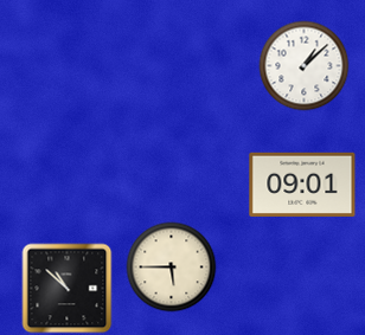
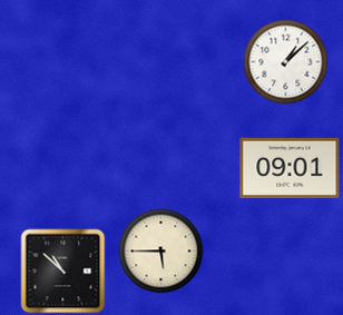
clock at (302, 185) position: (302, 185) -> (290, 168)
